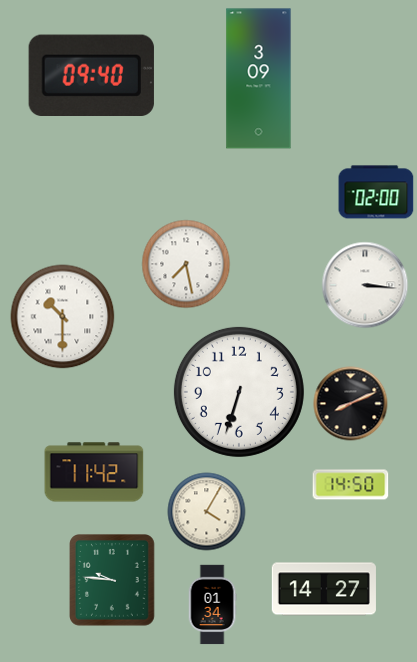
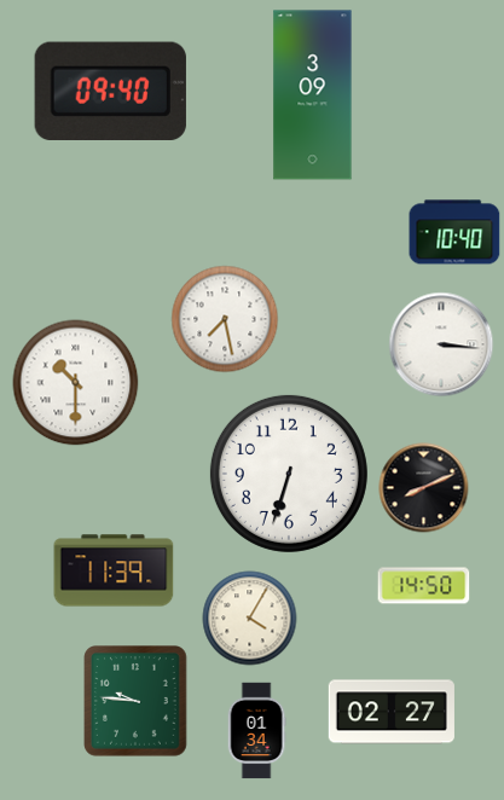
clock at (376, 192): 02:00 -> 10:40
clock at (94, 472): 11:42 -> 11:39
clock at (324, 589): 14:27 -> 02:27
